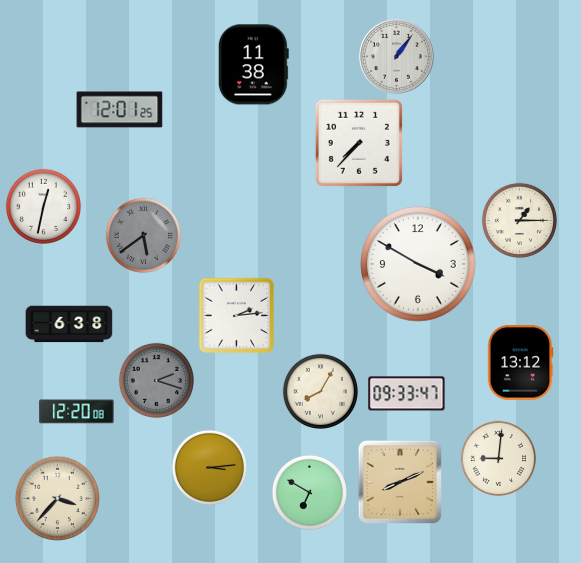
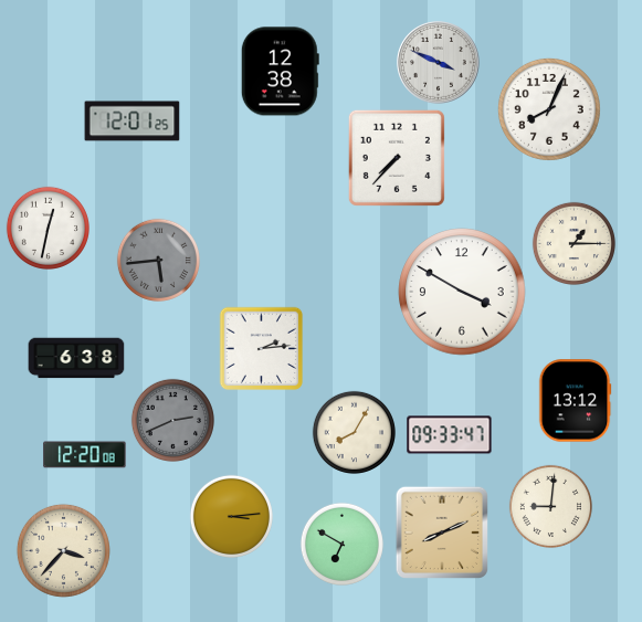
clock at (397, 57): 1:06 -> 3:49
clock at (253, 65): 11:38 -> 12:38
clock at (549, 109): none -> 8:04
clock at (143, 235): 5:39 -> 5:44
clock at (156, 380): 2:18 -> 2:41
